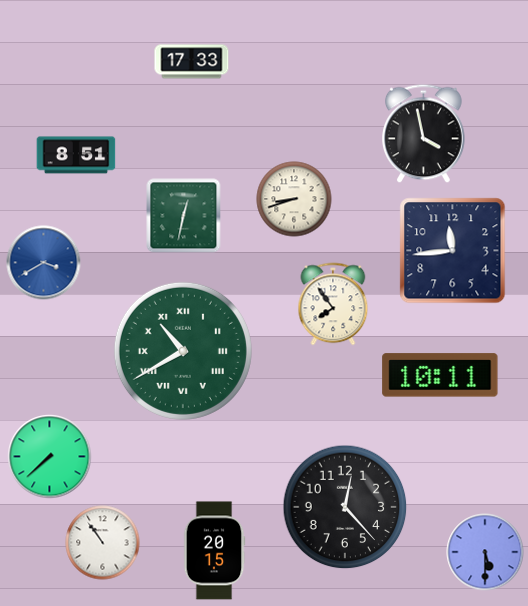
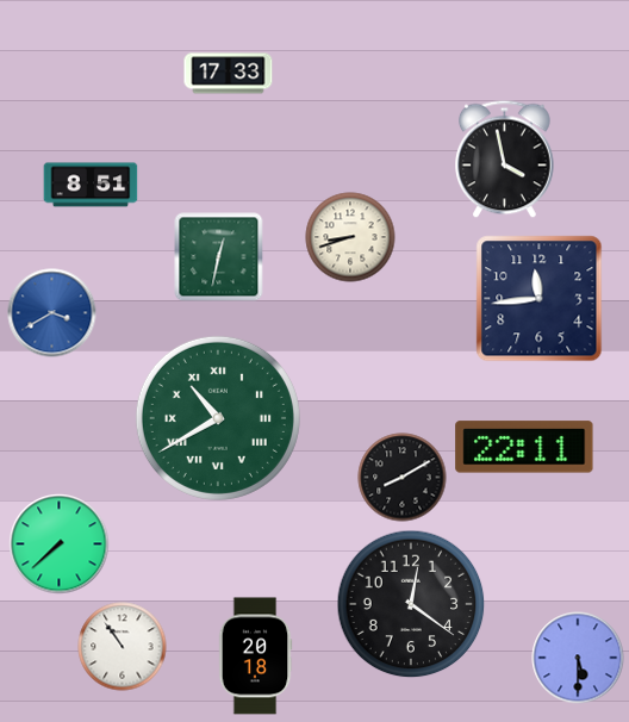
clock at (333, 304): 7:54 -> none
clock at (440, 375): 10:11 -> 22:11
clock at (403, 478): none -> 8:10
clock at (345, 507): 12:23 -> 12:21
clock at (214, 551): 20:15 -> 20:18
